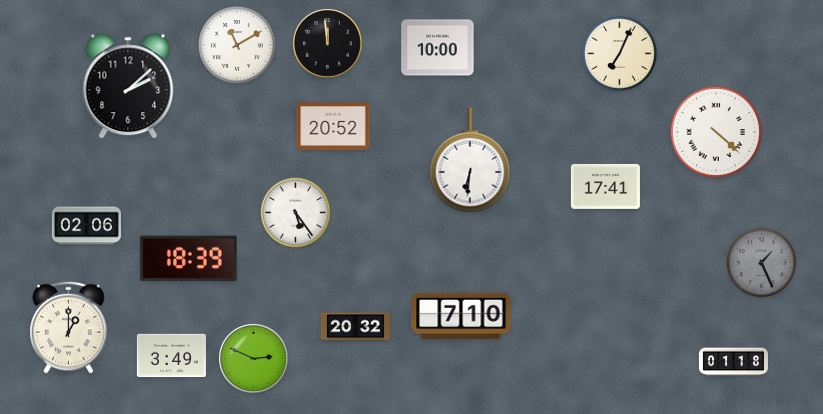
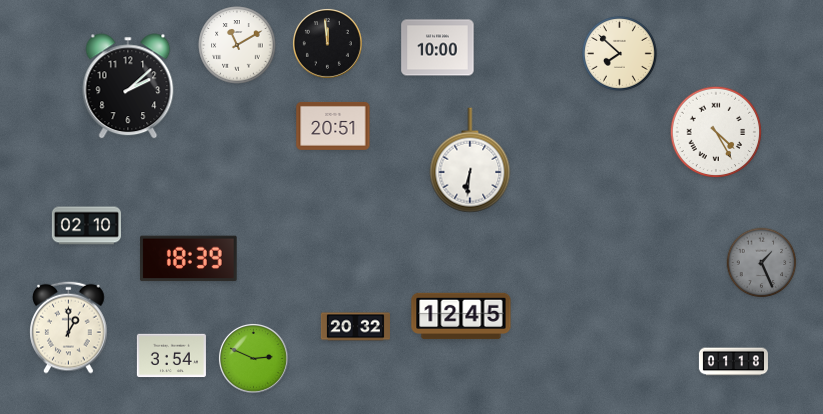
clock at (620, 54): 7:04 -> 7:52
clock at (333, 126): 20:52 -> 20:51
clock at (716, 132): 4:22 -> 4:25
clock at (605, 186): 17:41 -> none
clock at (296, 213): 5:24 -> none
clock at (86, 226): 02:06 -> 02:10
clock at (461, 316): 7:10 -> 12:45
clock at (171, 356): 3:49 -> 3:54
